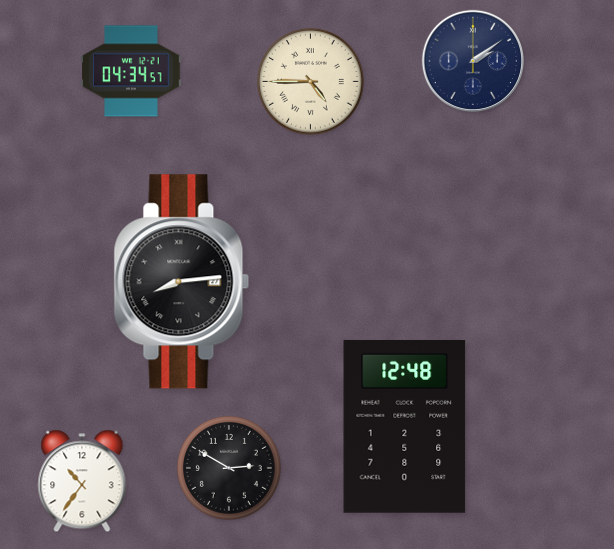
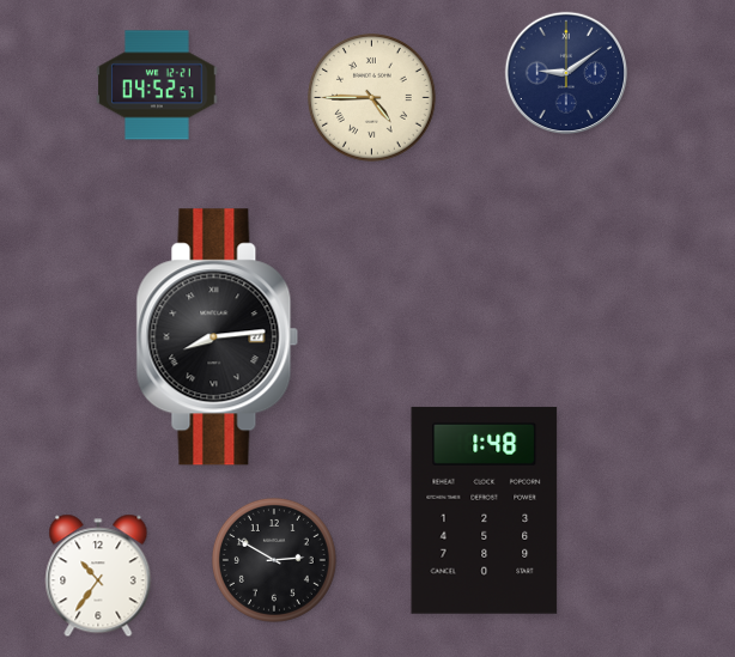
clock at (473, 61): 2:09 -> 9:09
clock at (131, 71): 04:34 -> 04:52
clock at (405, 426): 12:48 -> 1:48
